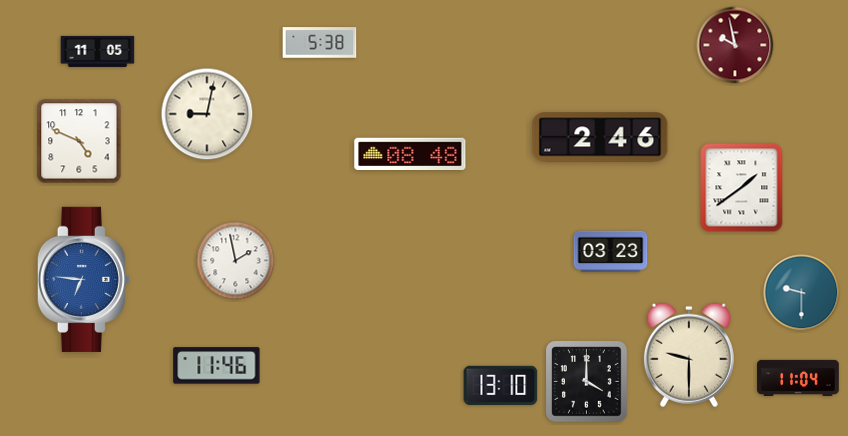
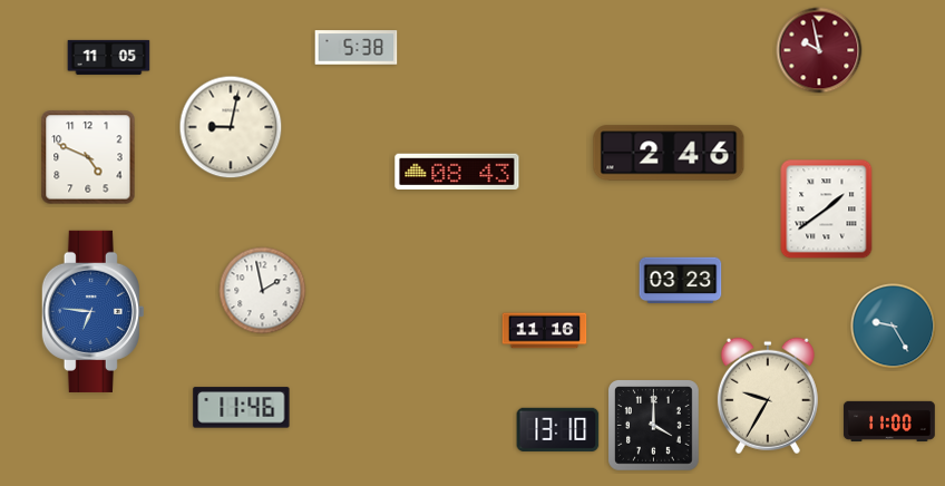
clock at (410, 154): 08:48 -> 08:43
clock at (802, 293): 9:30 -> 9:25
clock at (545, 331): none -> 11:16
clock at (689, 355): 9:30 -> 9:35
clock at (798, 378): 11:04 -> 11:00
